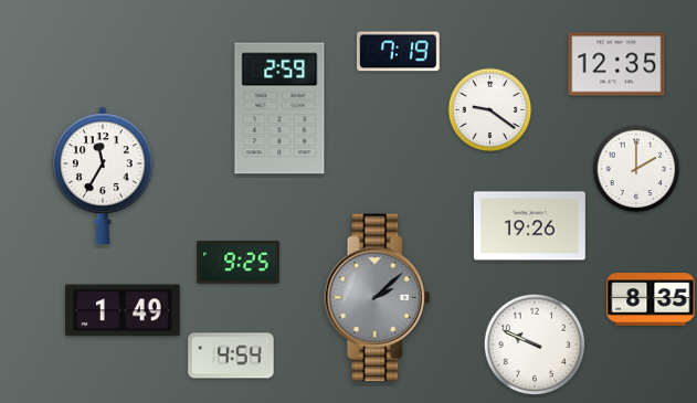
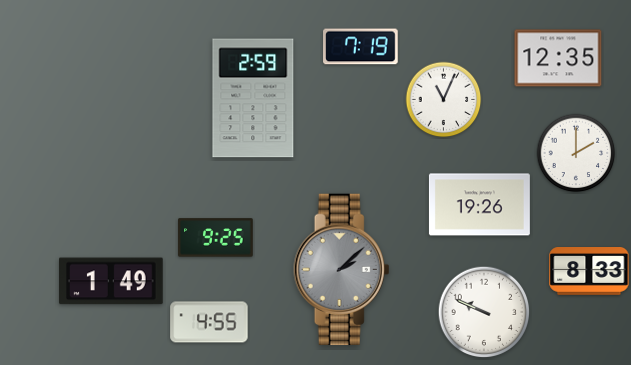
clock at (490, 110): 9:21 -> 11:04
clock at (103, 174): 11:35 -> none
clock at (651, 300): 8:35 -> 8:33
clock at (231, 356): 4:54 -> 4:55
